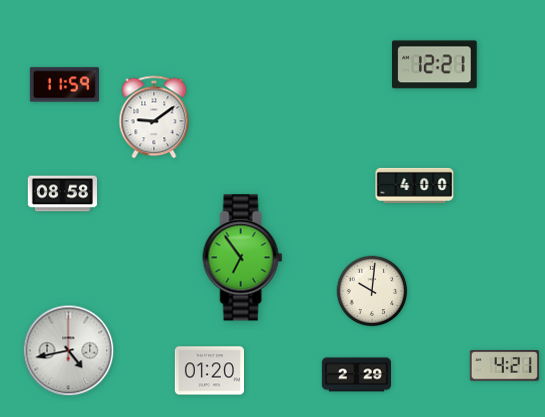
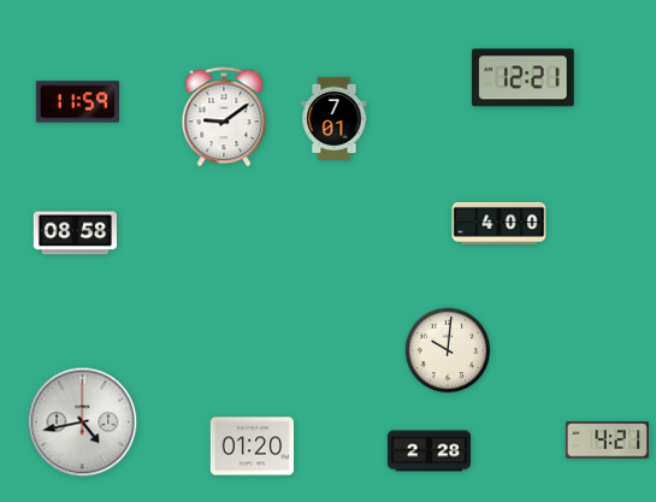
clock at (335, 118): none -> 7:01
clock at (154, 117) position: (154, 117) -> (224, 117)
clock at (243, 258): 6:54 -> none
clock at (356, 375): 2:29 -> 2:28
